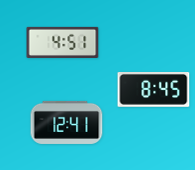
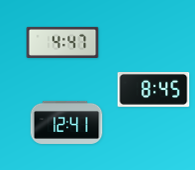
clock at (63, 42): 4:51 -> 4:47
